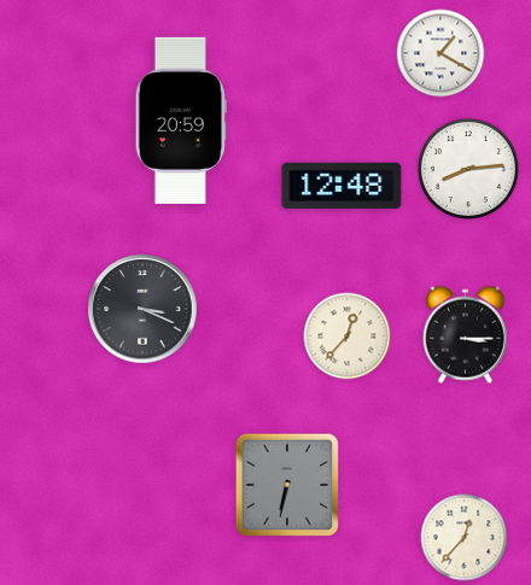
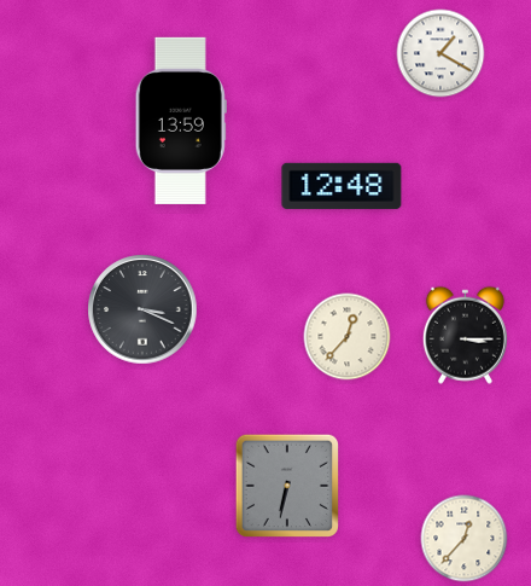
clock at (181, 121): 20:59 -> 13:59
clock at (468, 169): 8:14 -> none
